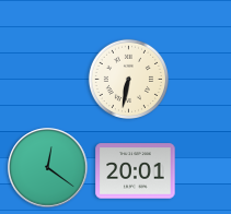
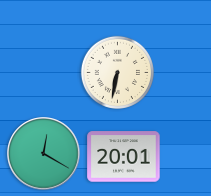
clock at (48, 168): 12:21 -> 12:20
